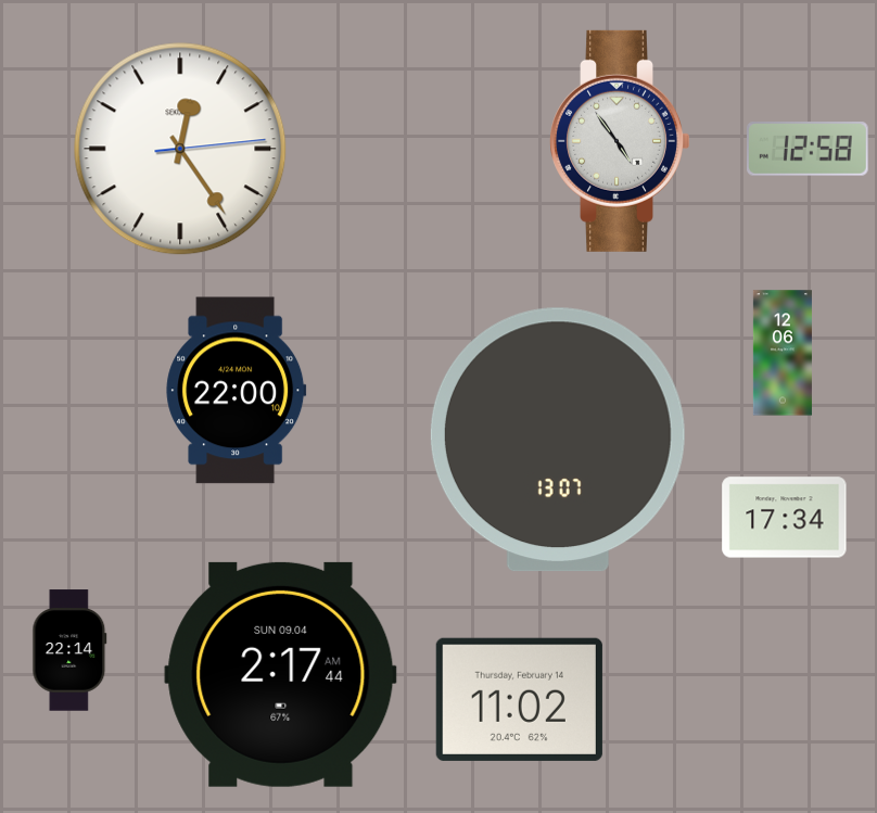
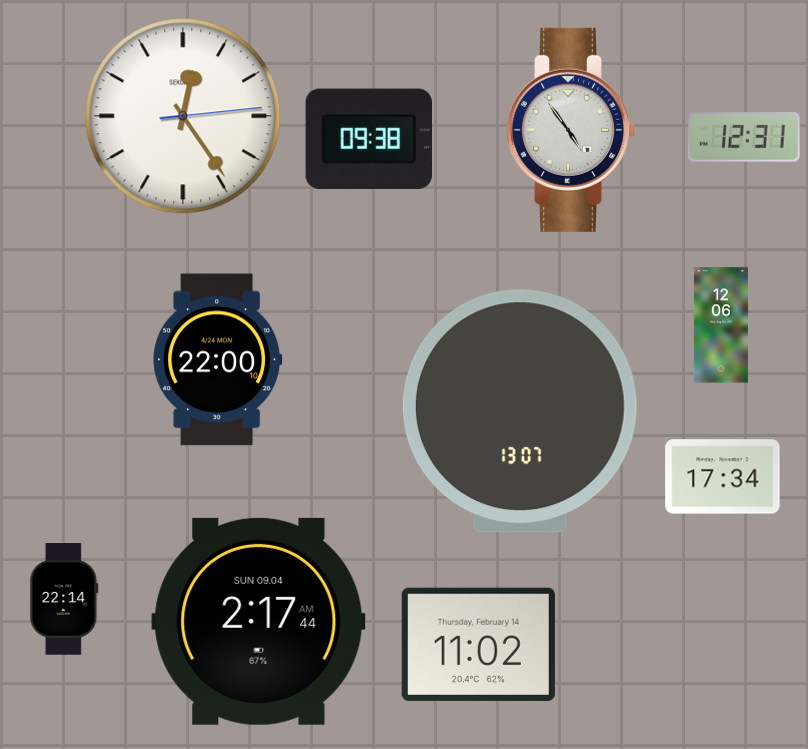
clock at (180, 149) position: (180, 149) -> (183, 116)
clock at (809, 149): 12:58 -> 12:31
clock at (368, 139): none -> 09:38
clock at (558, 440) position: (558, 440) -> (520, 411)
